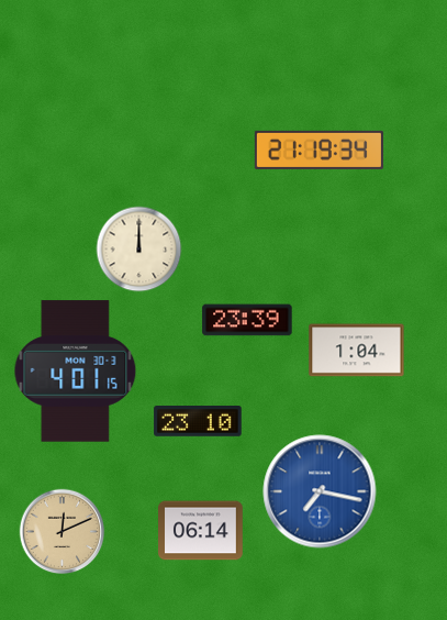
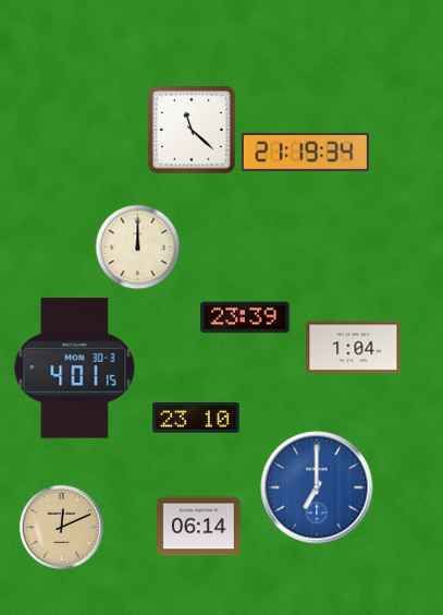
clock at (192, 130): none -> 11:22
clock at (319, 150) position: (319, 150) -> (305, 152)
clock at (320, 491): 7:17 -> 7:00
